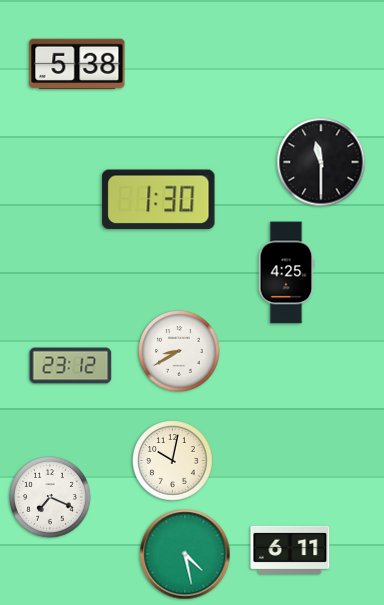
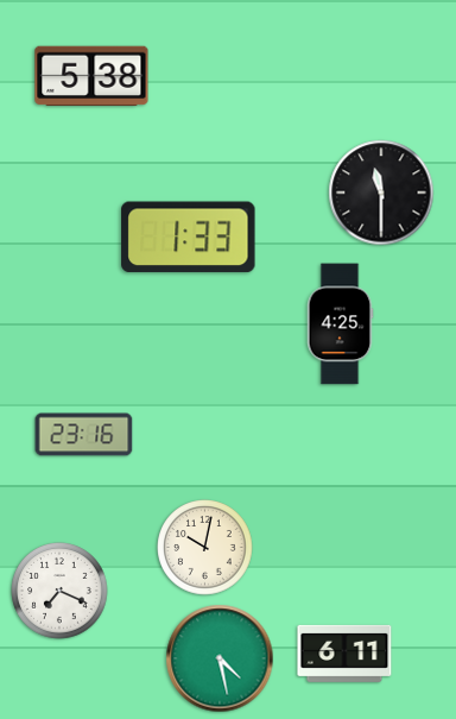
clock at (159, 200): 1:30 -> 1:33
clock at (179, 351): 8:40 -> none
clock at (71, 366): 23:12 -> 23:16
